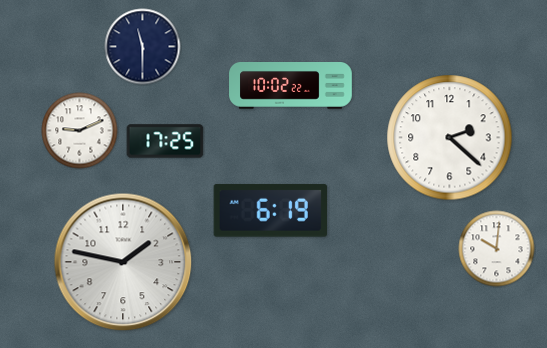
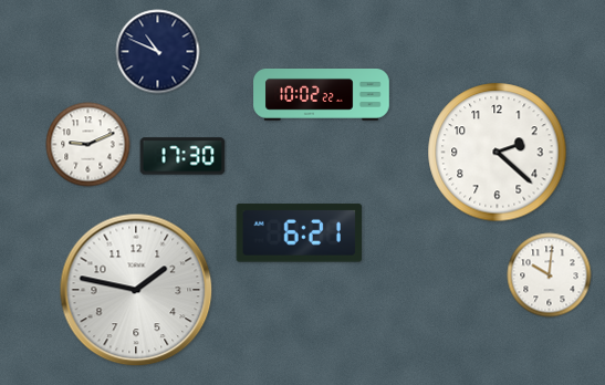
clock at (143, 47): 11:30 -> 10:49
clock at (165, 141): 17:25 -> 17:30
clock at (270, 211): 6:19 -> 6:21
